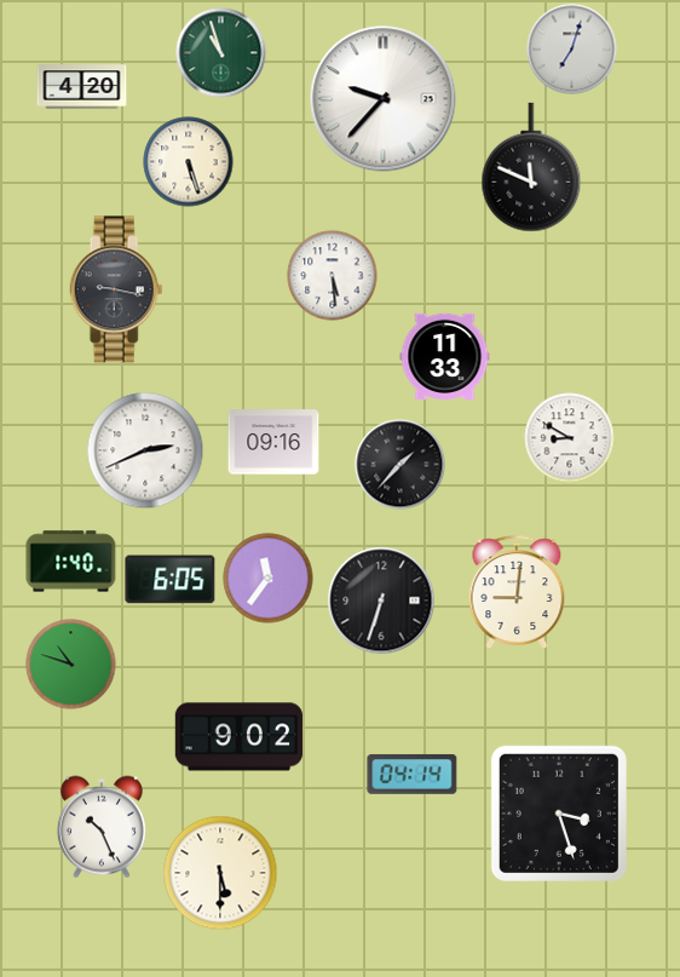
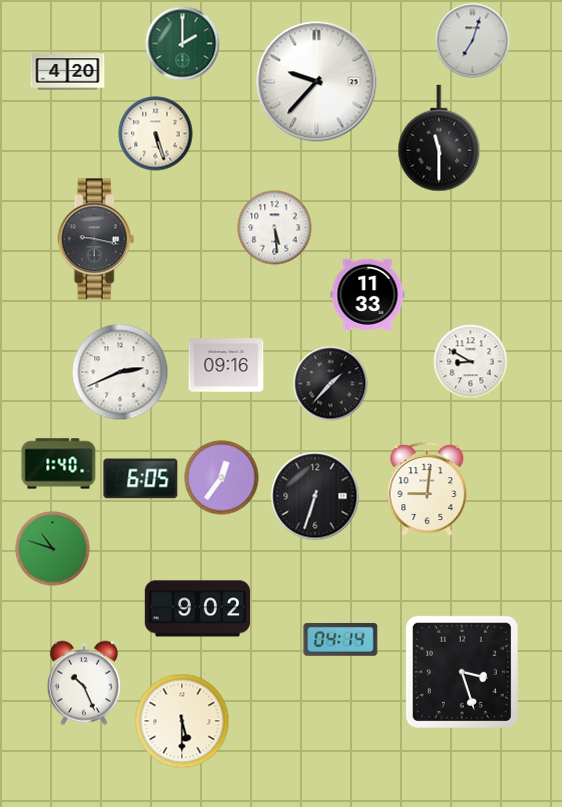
clock at (221, 53): 10:57 -> 2:00
clock at (531, 167): 11:49 -> 11:30
clock at (269, 579): 11:36 -> 12:36
clock at (71, 665) position: (71, 665) -> (53, 549)
